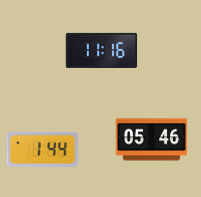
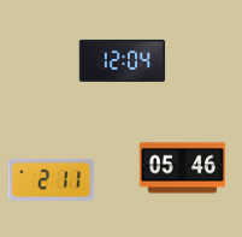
clock at (102, 50): 11:16 -> 12:04
clock at (43, 149): 1:44 -> 2:11
